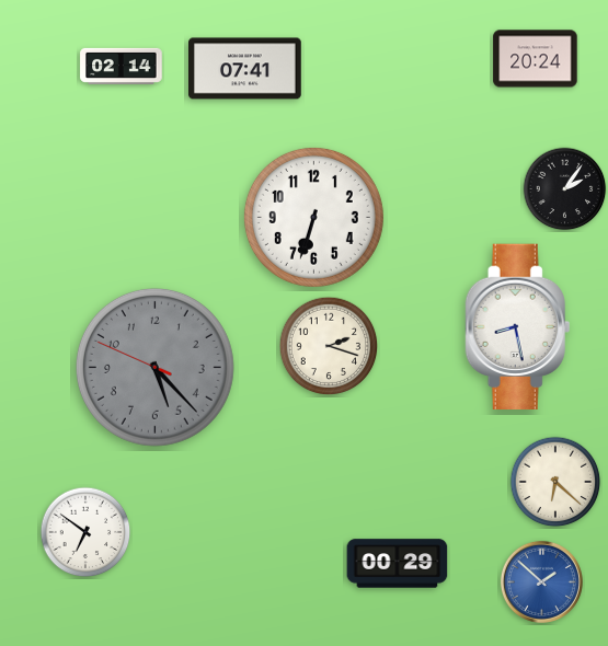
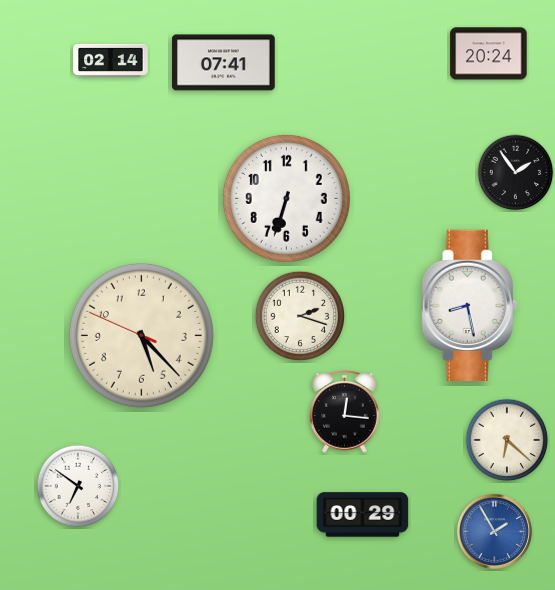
clock at (565, 189): 2:06 -> 1:54
clock at (518, 326) position: (518, 326) -> (470, 305)
clock at (154, 367) dial: grey -> cream
clock at (345, 411): none -> 12:16
clock at (541, 581): 1:52 -> 1:55
